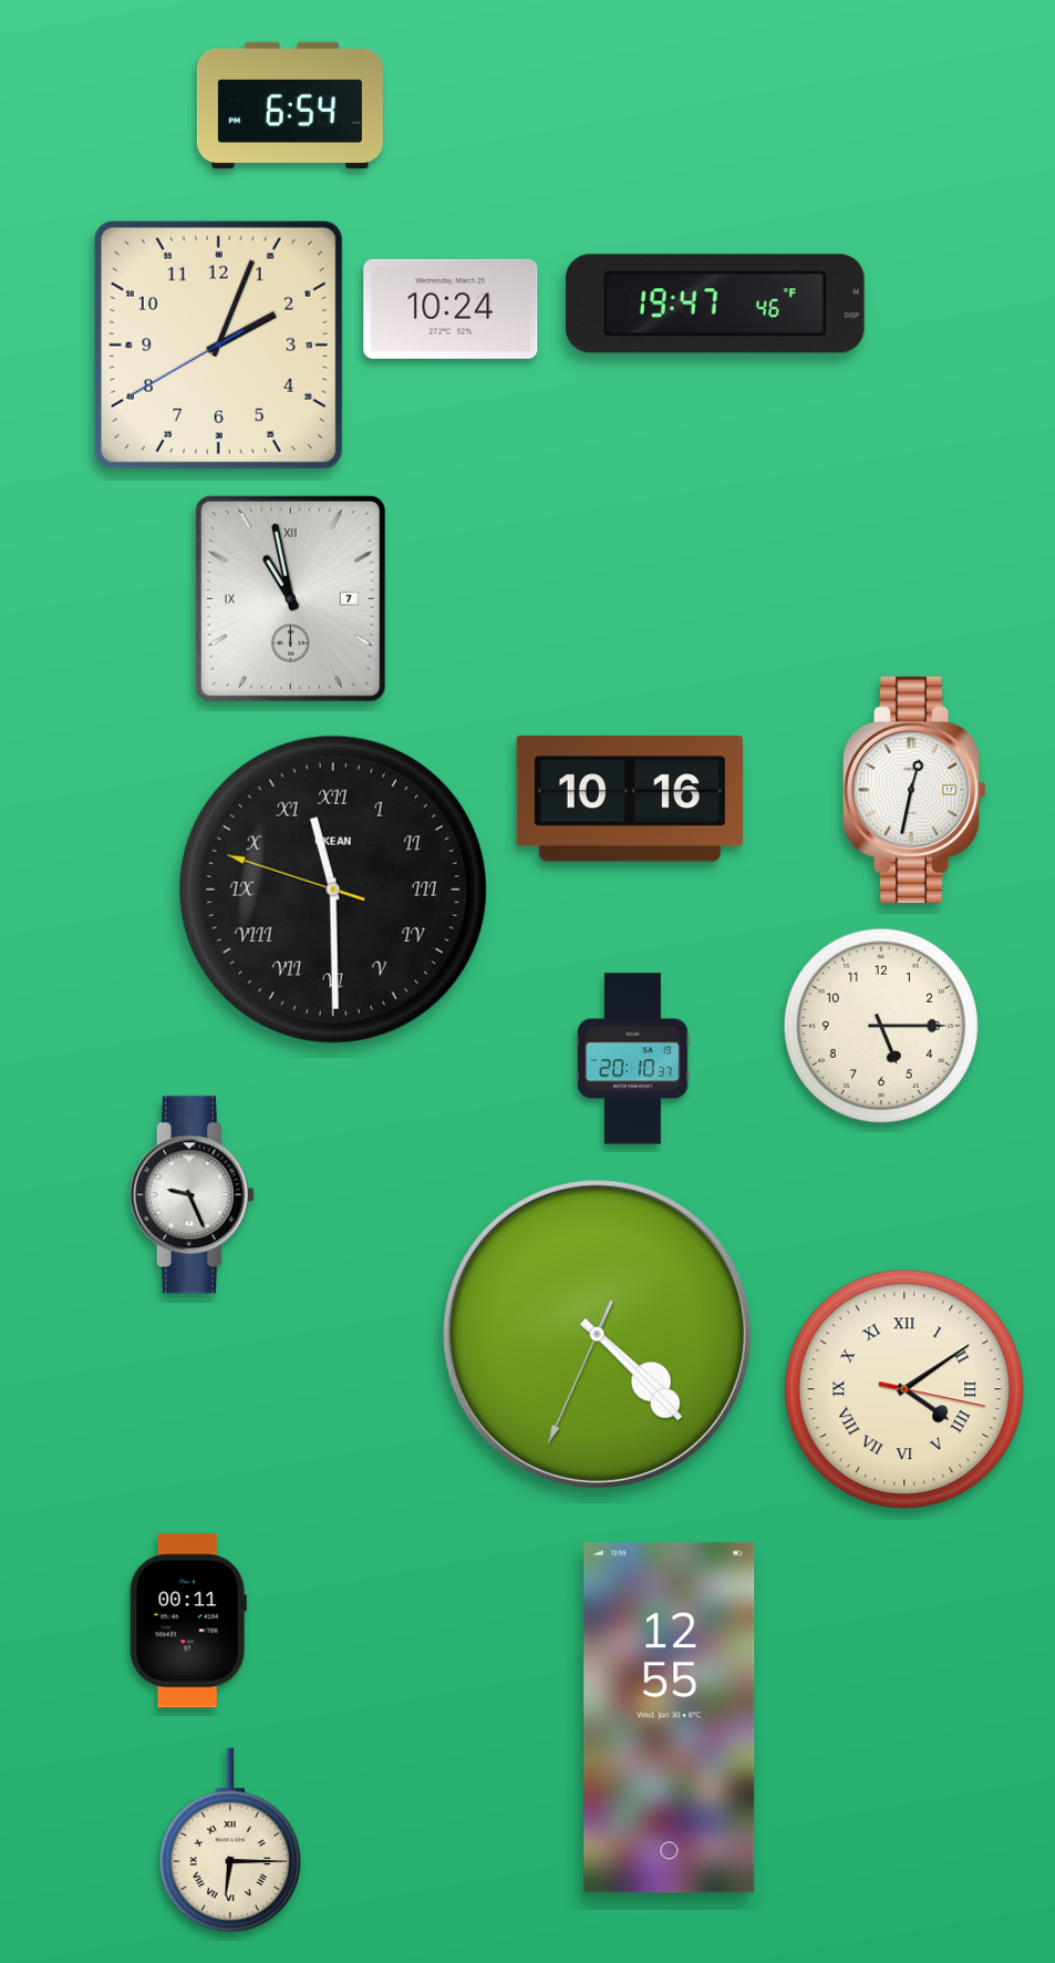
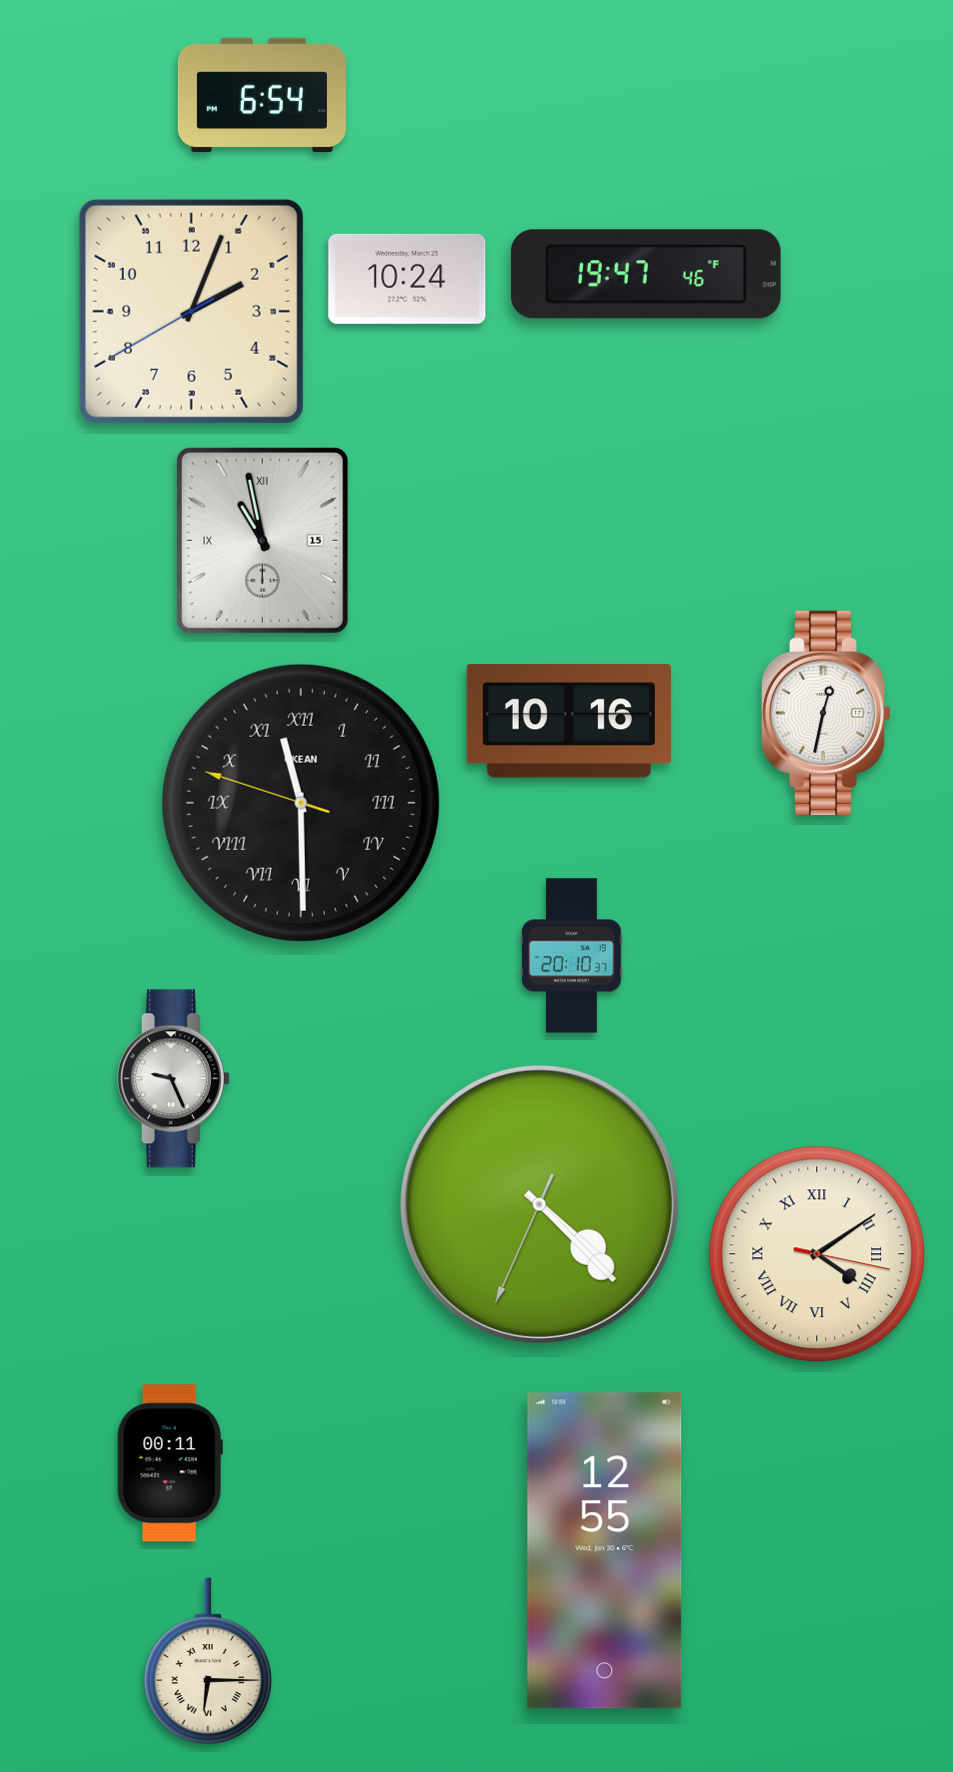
clock at (218, 345) position: (218, 345) -> (191, 311)
clock at (290, 598) date: 7 -> 15
clock at (881, 1026): 5:15 -> none
